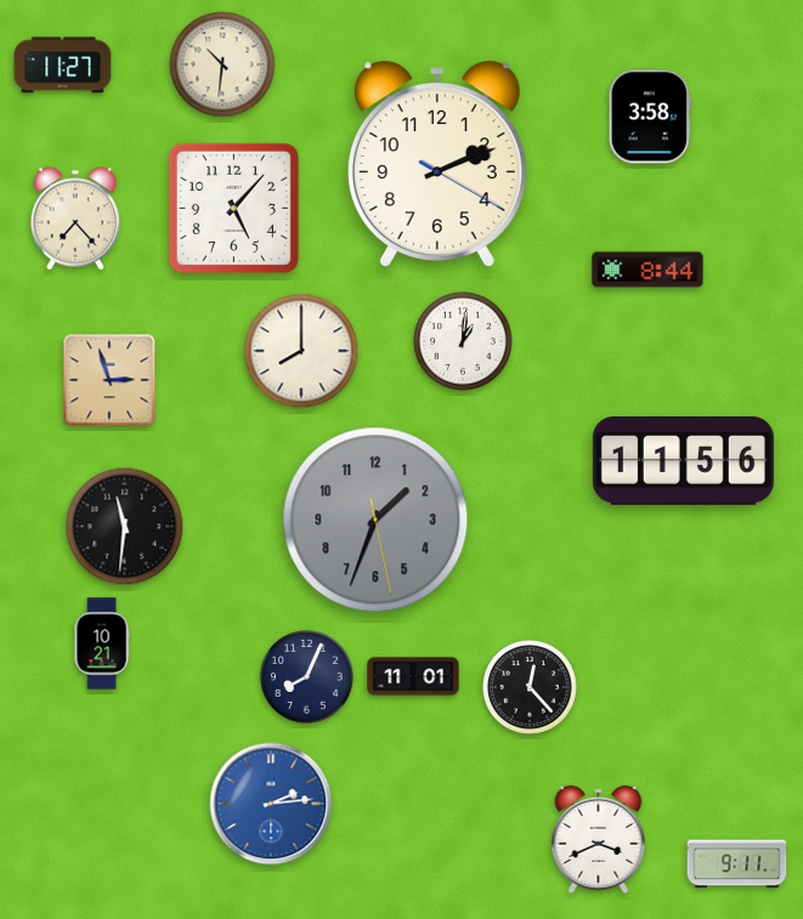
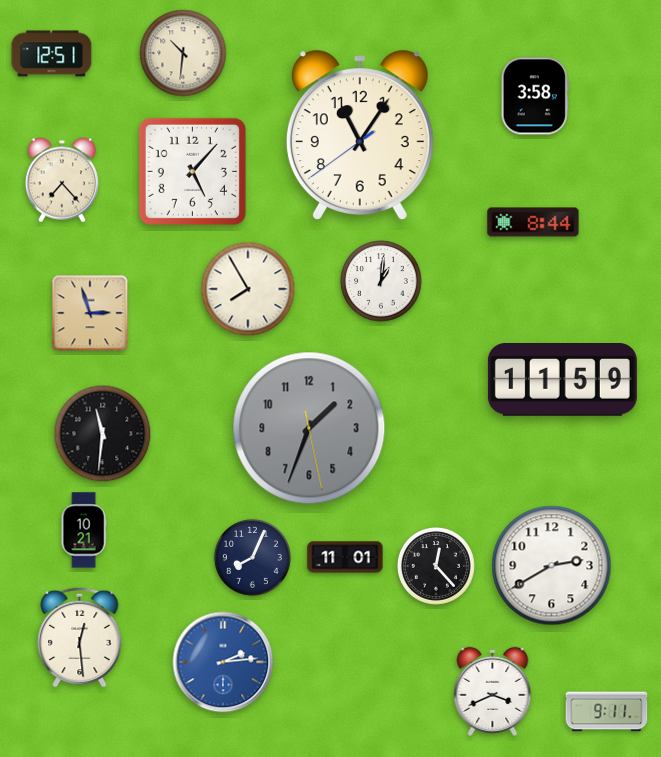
clock at (63, 66): 11:27 -> 12:51
clock at (437, 164): 2:11 -> 11:05
clock at (301, 351): 8:00 -> 7:55
clock at (683, 461): 11:56 -> 11:59
clock at (413, 676) position: (413, 676) -> (345, 557)
clock at (552, 566): none -> 2:40
clock at (80, 637): none -> 12:29
